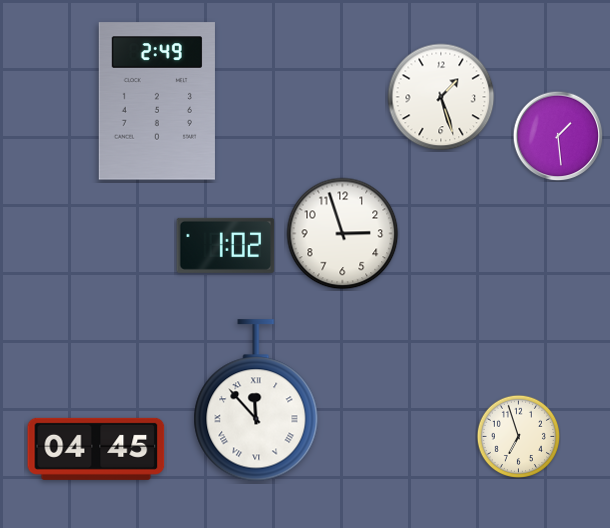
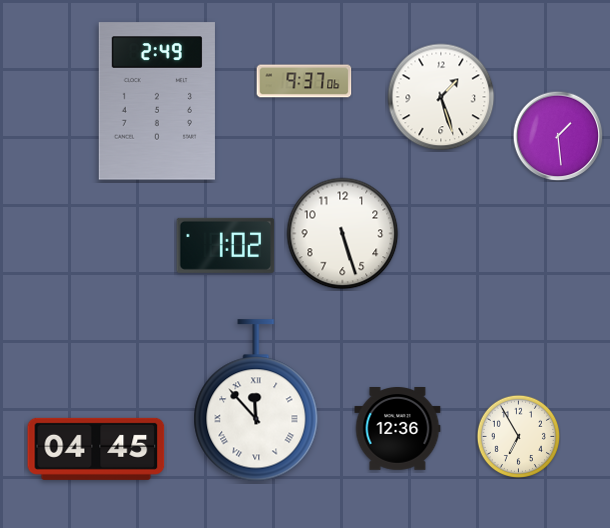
clock at (304, 81): none -> 9:37
clock at (343, 234): 2:57 -> 5:27
clock at (398, 429): none -> 12:36
clock at (518, 436): 6:57 -> 6:55
